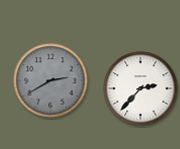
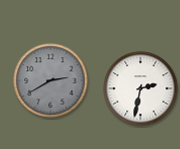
clock at (141, 89): 2:37 -> 2:32
